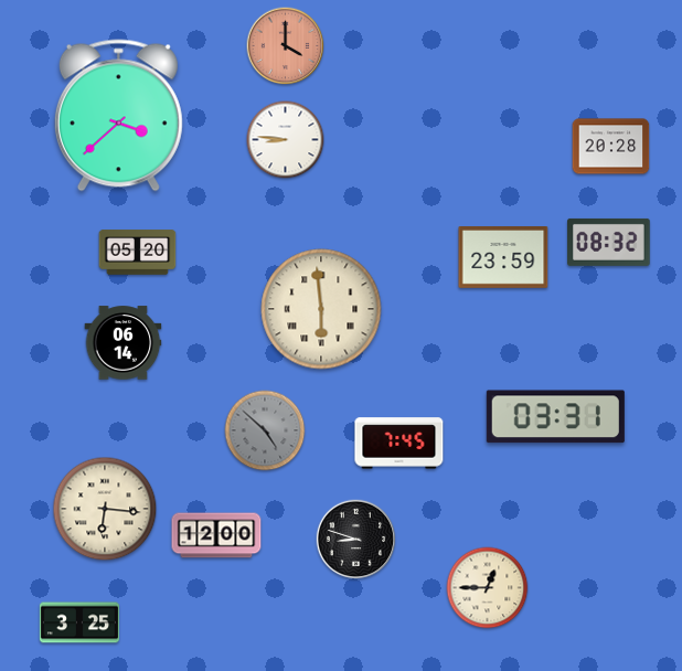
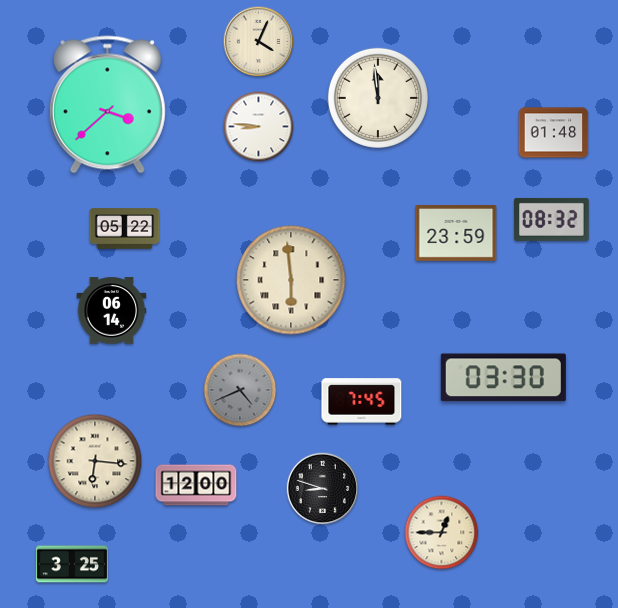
clock at (286, 46): 4:00 -> 4:04
clock at (286, 46) dial: salmon -> cream
clock at (378, 98): none -> 11:59
clock at (611, 147): 20:28 -> 01:48
clock at (138, 253): 05:20 -> 05:22
clock at (555, 417): 03:31 -> 03:30
clock at (265, 430): 4:52 -> 4:41
